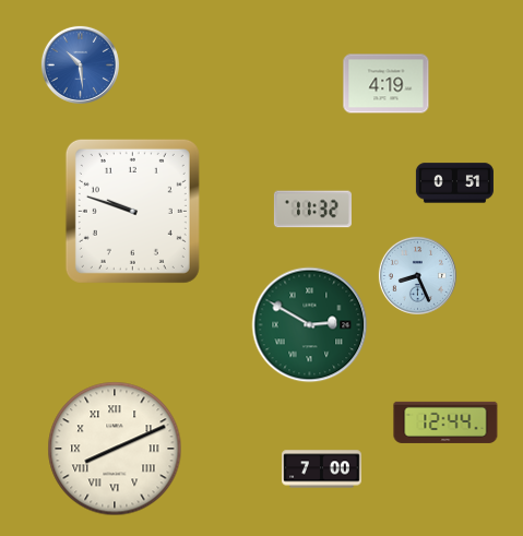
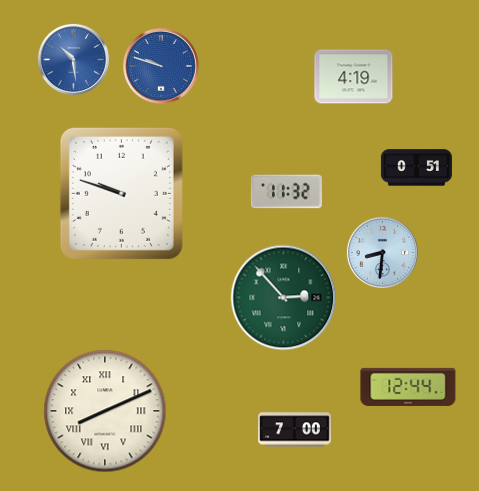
clock at (162, 67): none -> 9:48
clock at (417, 275): 8:26 -> 8:31
clock at (310, 325): 2:50 -> 2:53
